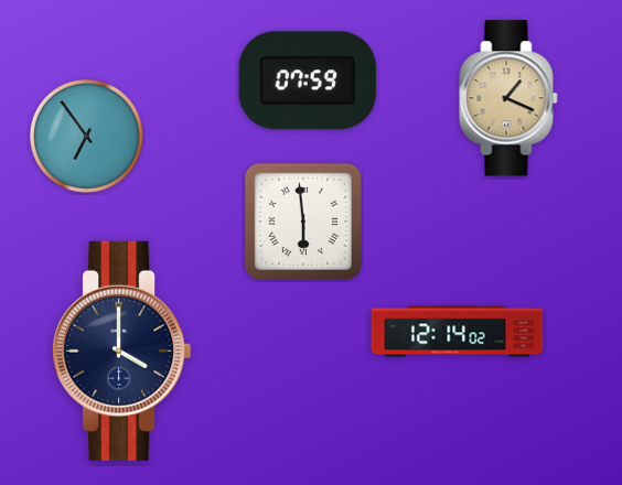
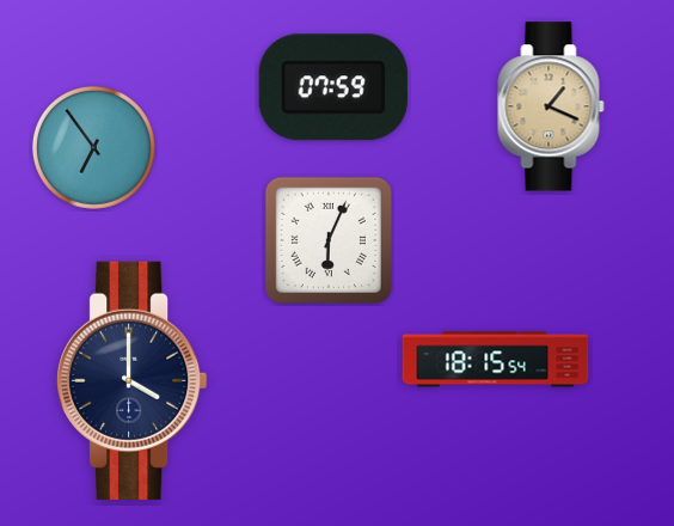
clock at (303, 222): 5:59 -> 6:04
clock at (458, 332): 12:14 -> 18:15
